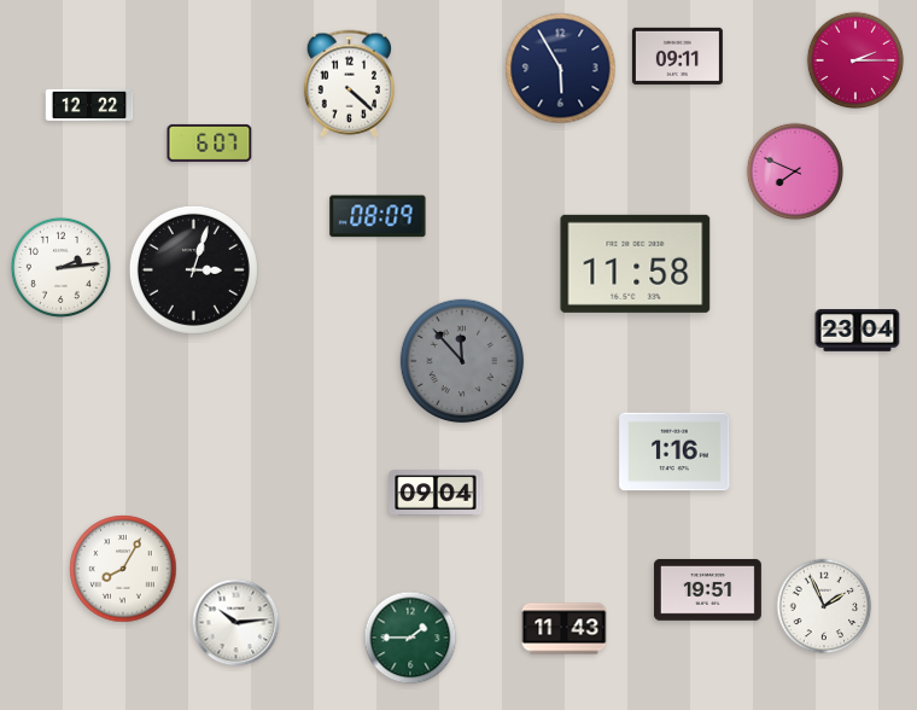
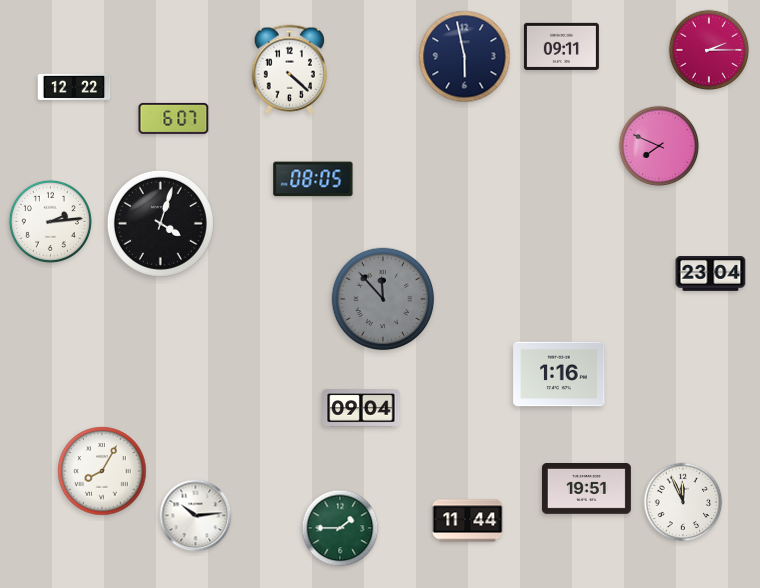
clock at (561, 69): 5:55 -> 5:58
clock at (795, 171) position: (795, 171) -> (659, 146)
clock at (378, 216): 08:09 -> 08:05
clock at (636, 263): 11:58 -> none
clock at (193, 269): 3:03 -> 4:03
clock at (824, 606): 1:56 -> 11:56
clock at (565, 629): 11:43 -> 11:44
